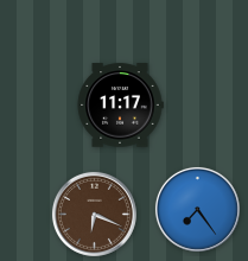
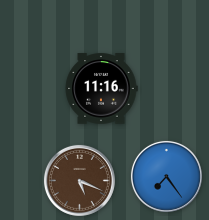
clock at (120, 106): 11:17 -> 11:16
clock at (94, 214): 6:19 -> 5:19
